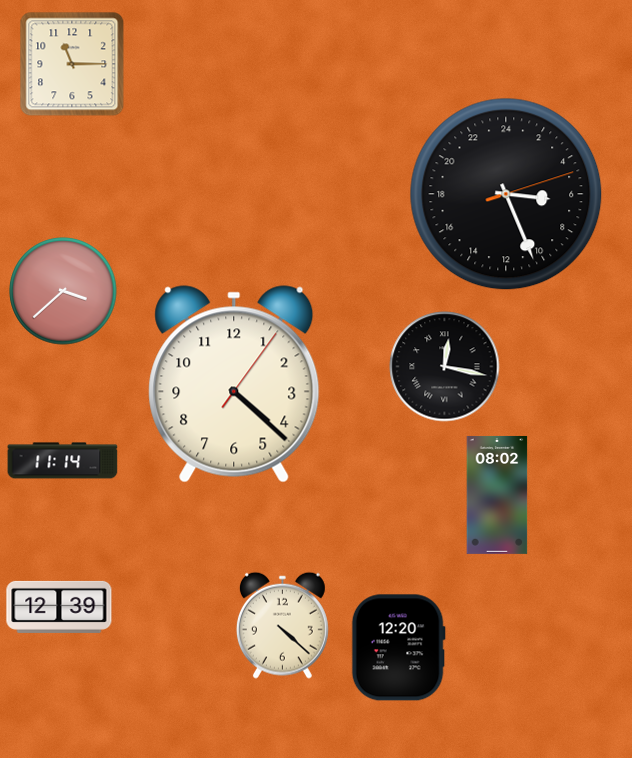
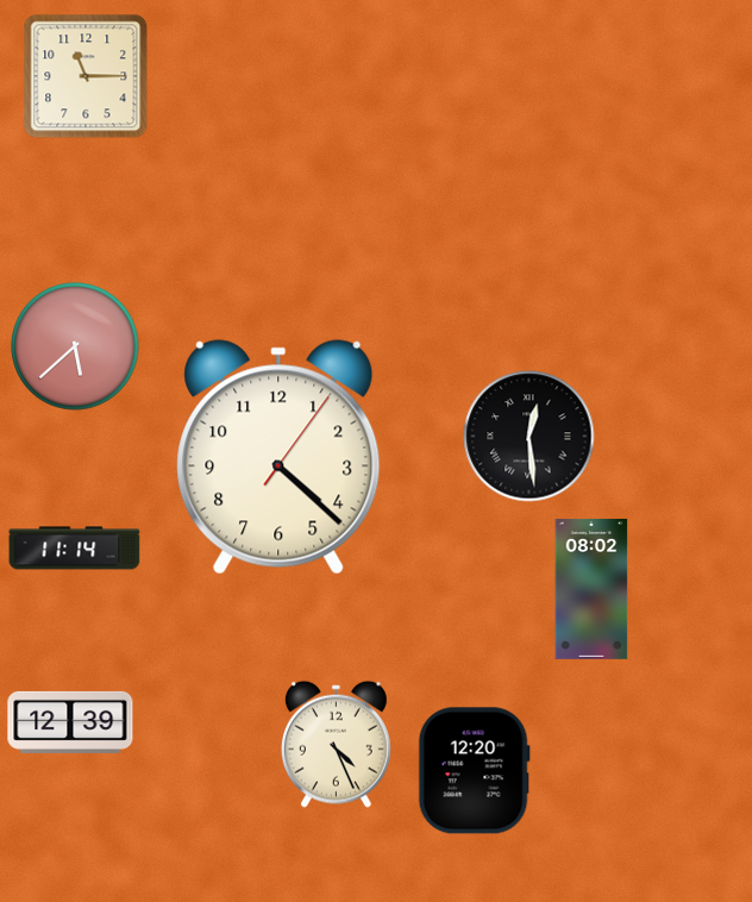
clock at (506, 194): 6:26 -> none
clock at (63, 291): 3:38 -> 5:38
clock at (445, 367): 12:17 -> 12:29
clock at (282, 625): 4:22 -> 4:26
